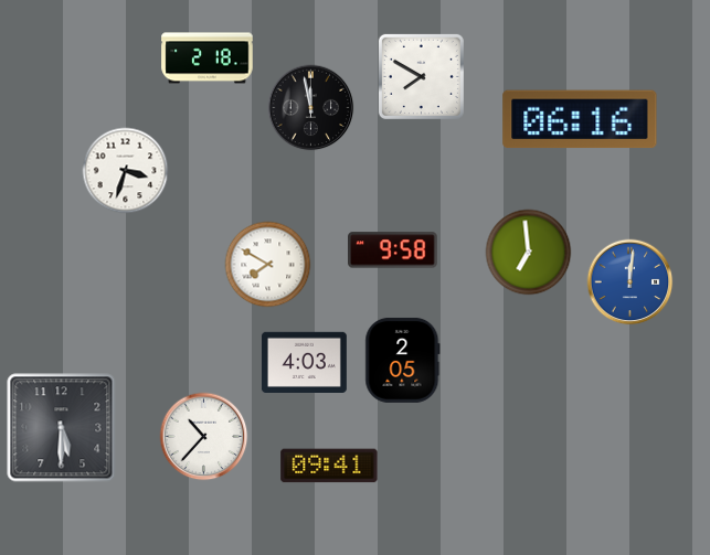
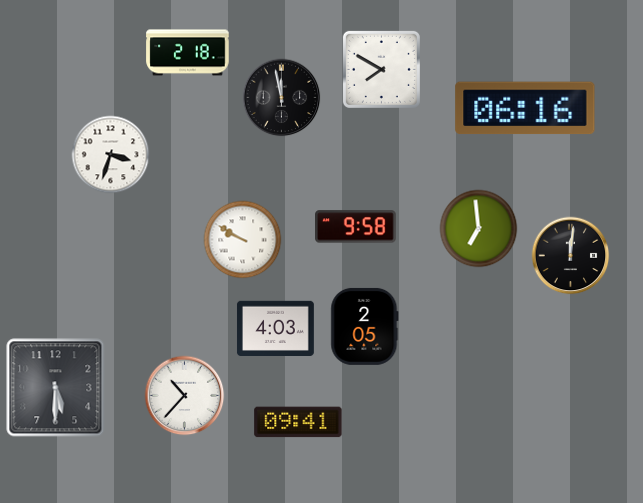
clock at (125, 170) position: (125, 170) -> (110, 154)
clock at (267, 264): 7:50 -> 9:50
clock at (629, 281) dial: blue -> black
